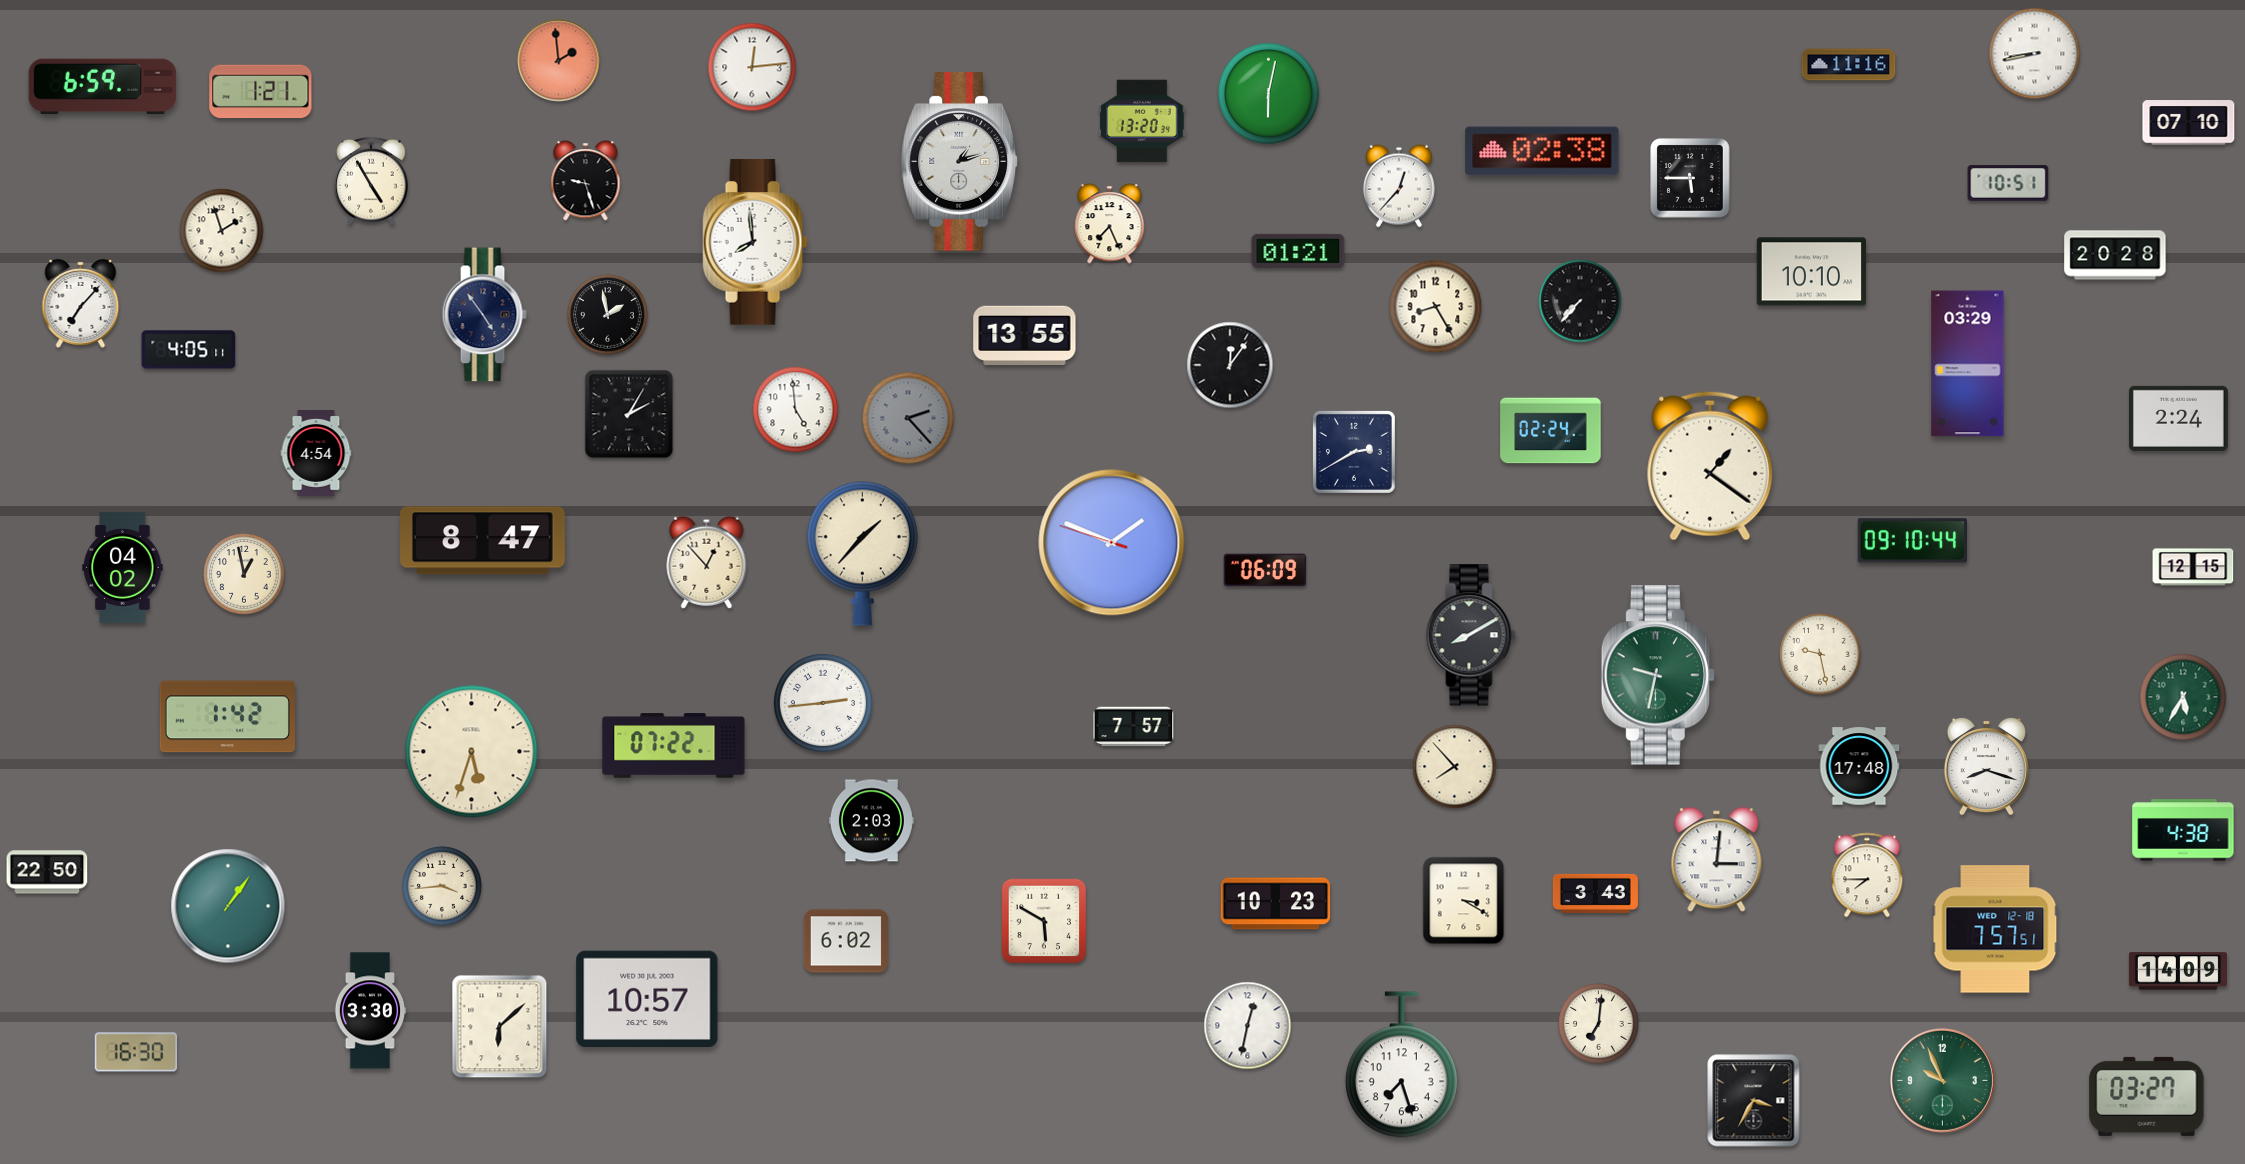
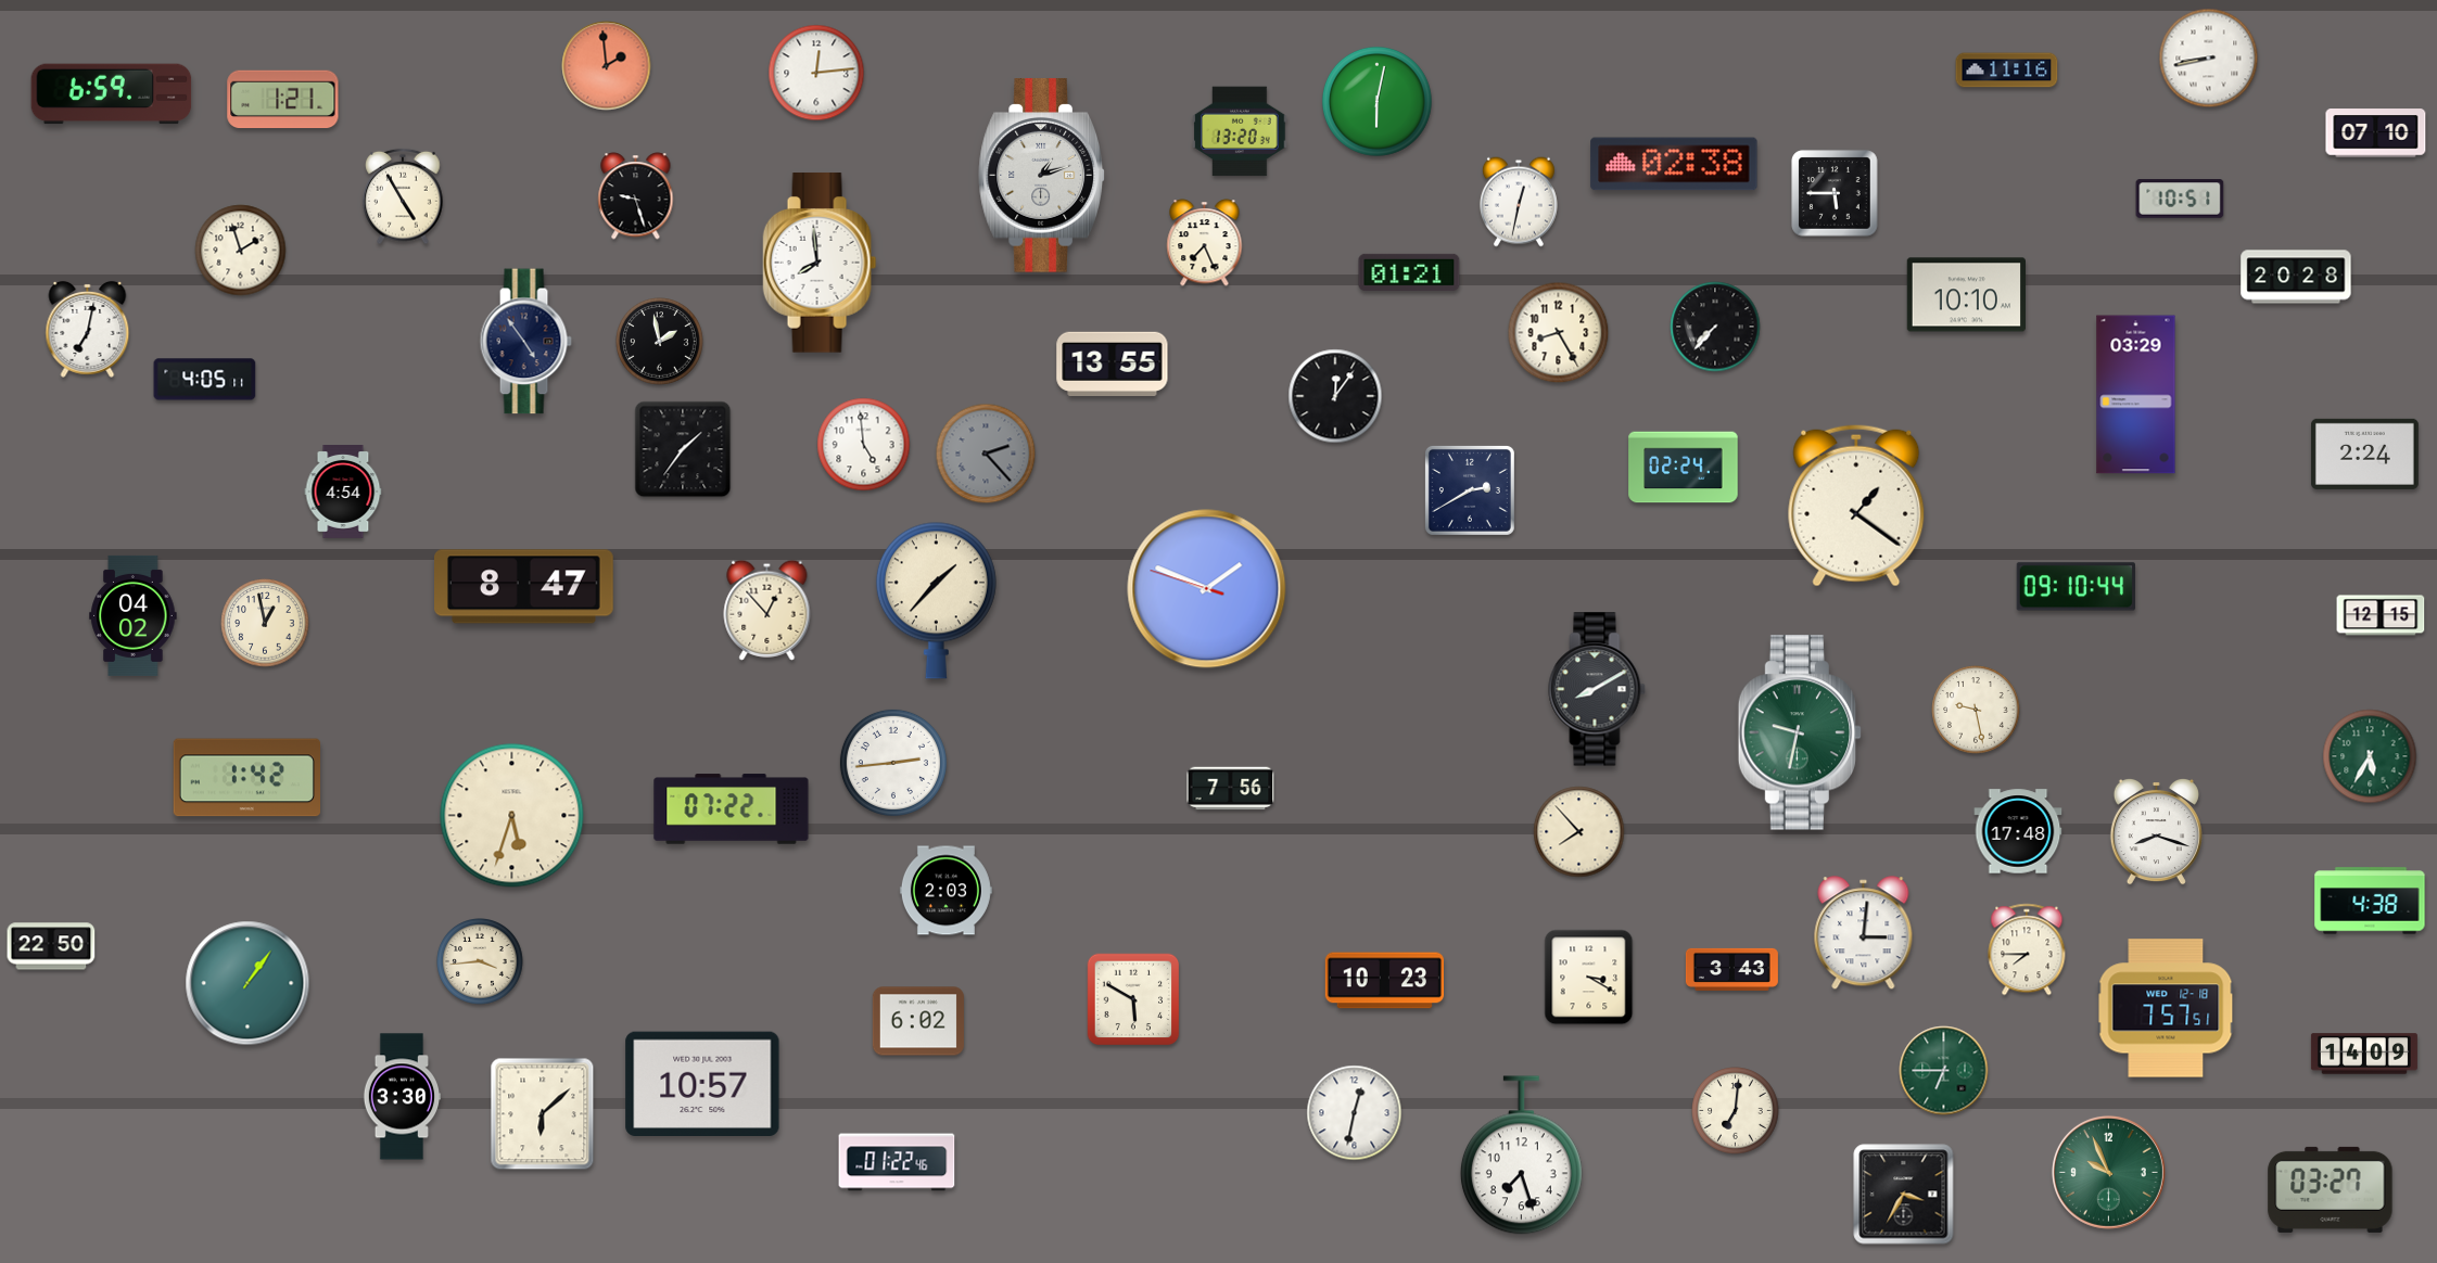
clock at (1399, 186): 12:37 -> 12:32
clock at (81, 303): 7:07 -> 7:02
clock at (629, 414): 2:05 -> 1:36
clock at (1265, 570): 06:09 -> none
clock at (1134, 727): 7:57 -> 7:56
clock at (1944, 1071): none -> 6:45
clock at (136, 1052): 16:30 -> none
clock at (897, 1162): none -> 01:22
